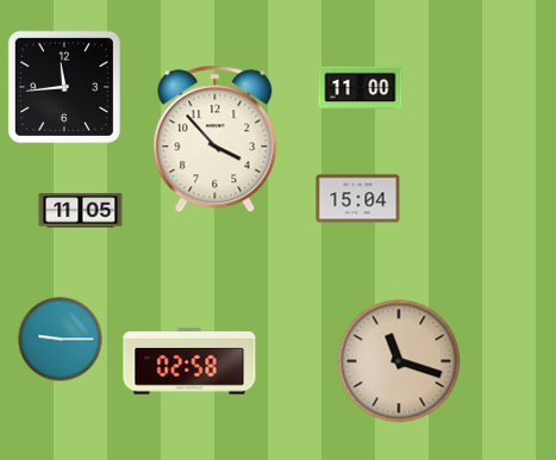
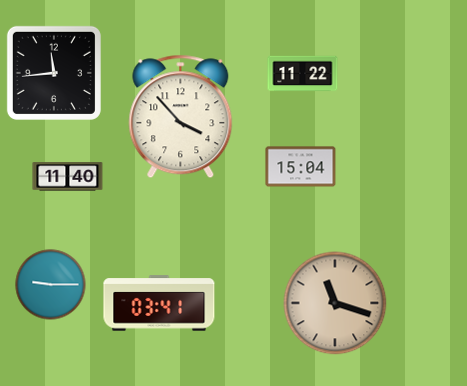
clock at (361, 88): 11:00 -> 11:22
clock at (81, 211): 11:05 -> 11:40
clock at (189, 361): 02:58 -> 03:41
